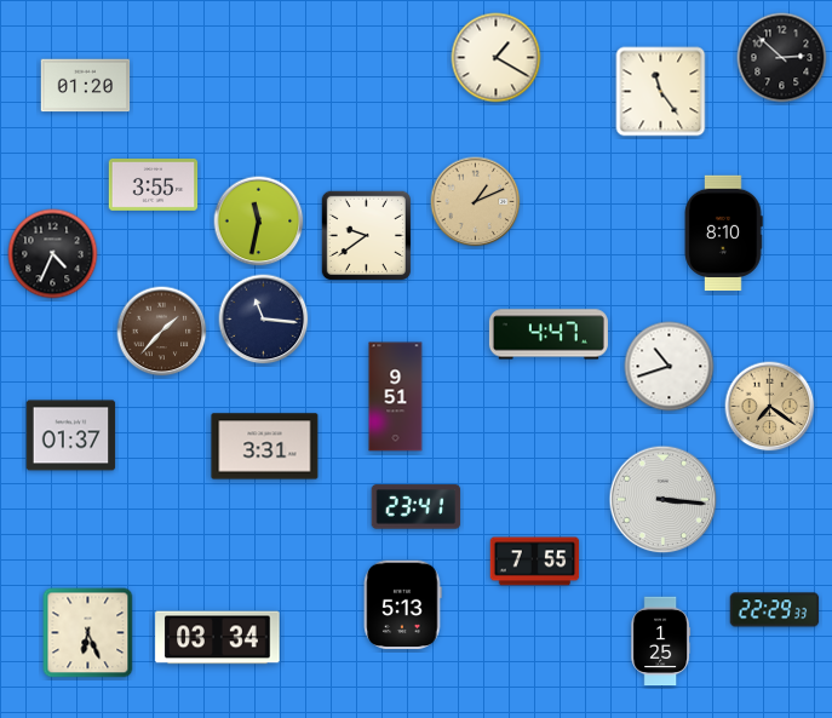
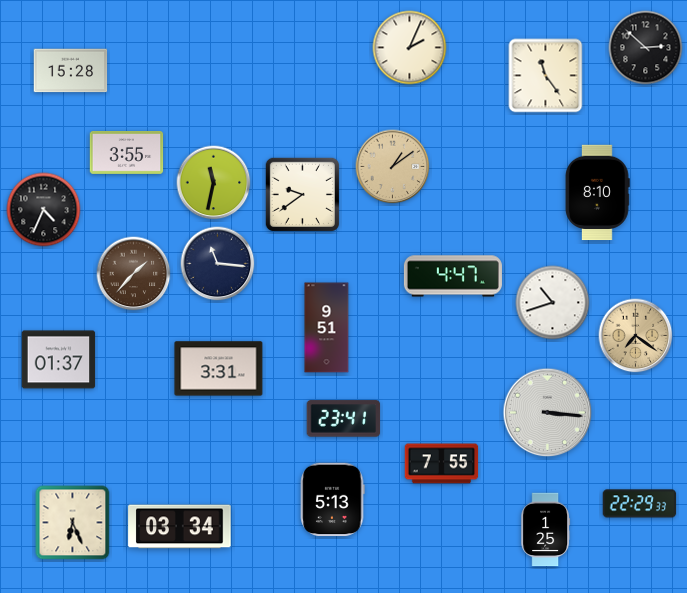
clock at (497, 58): 1:20 -> 2:04
clock at (86, 86): 01:20 -> 15:28
clock at (476, 202): 1:11 -> 1:09
